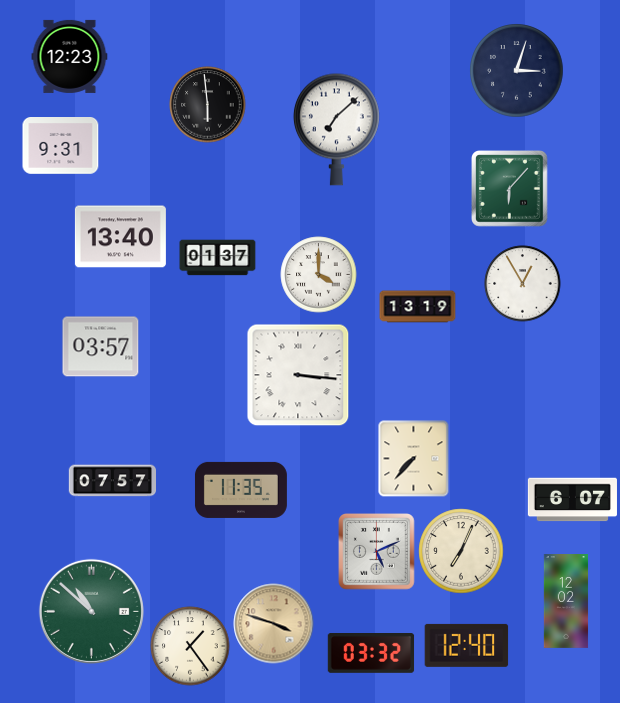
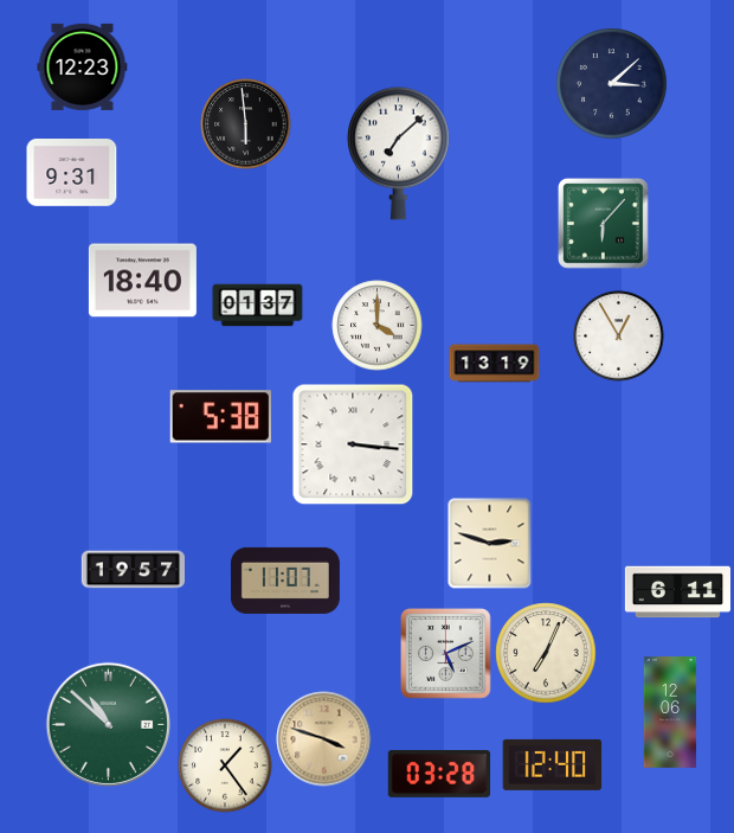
clock at (517, 71): 3:03 -> 3:08
clock at (120, 237): 13:40 -> 18:40
clock at (101, 347): 03:57 -> none
clock at (220, 417): none -> 5:38
clock at (414, 459): 7:37 -> 2:48
clock at (112, 481): 07:57 -> 19:57
clock at (241, 490): 11:35 -> 11:07
clock at (572, 500): 6:07 -> 6:11
clock at (566, 601): 12:02 -> 12:06
clock at (371, 654): 03:32 -> 03:28
